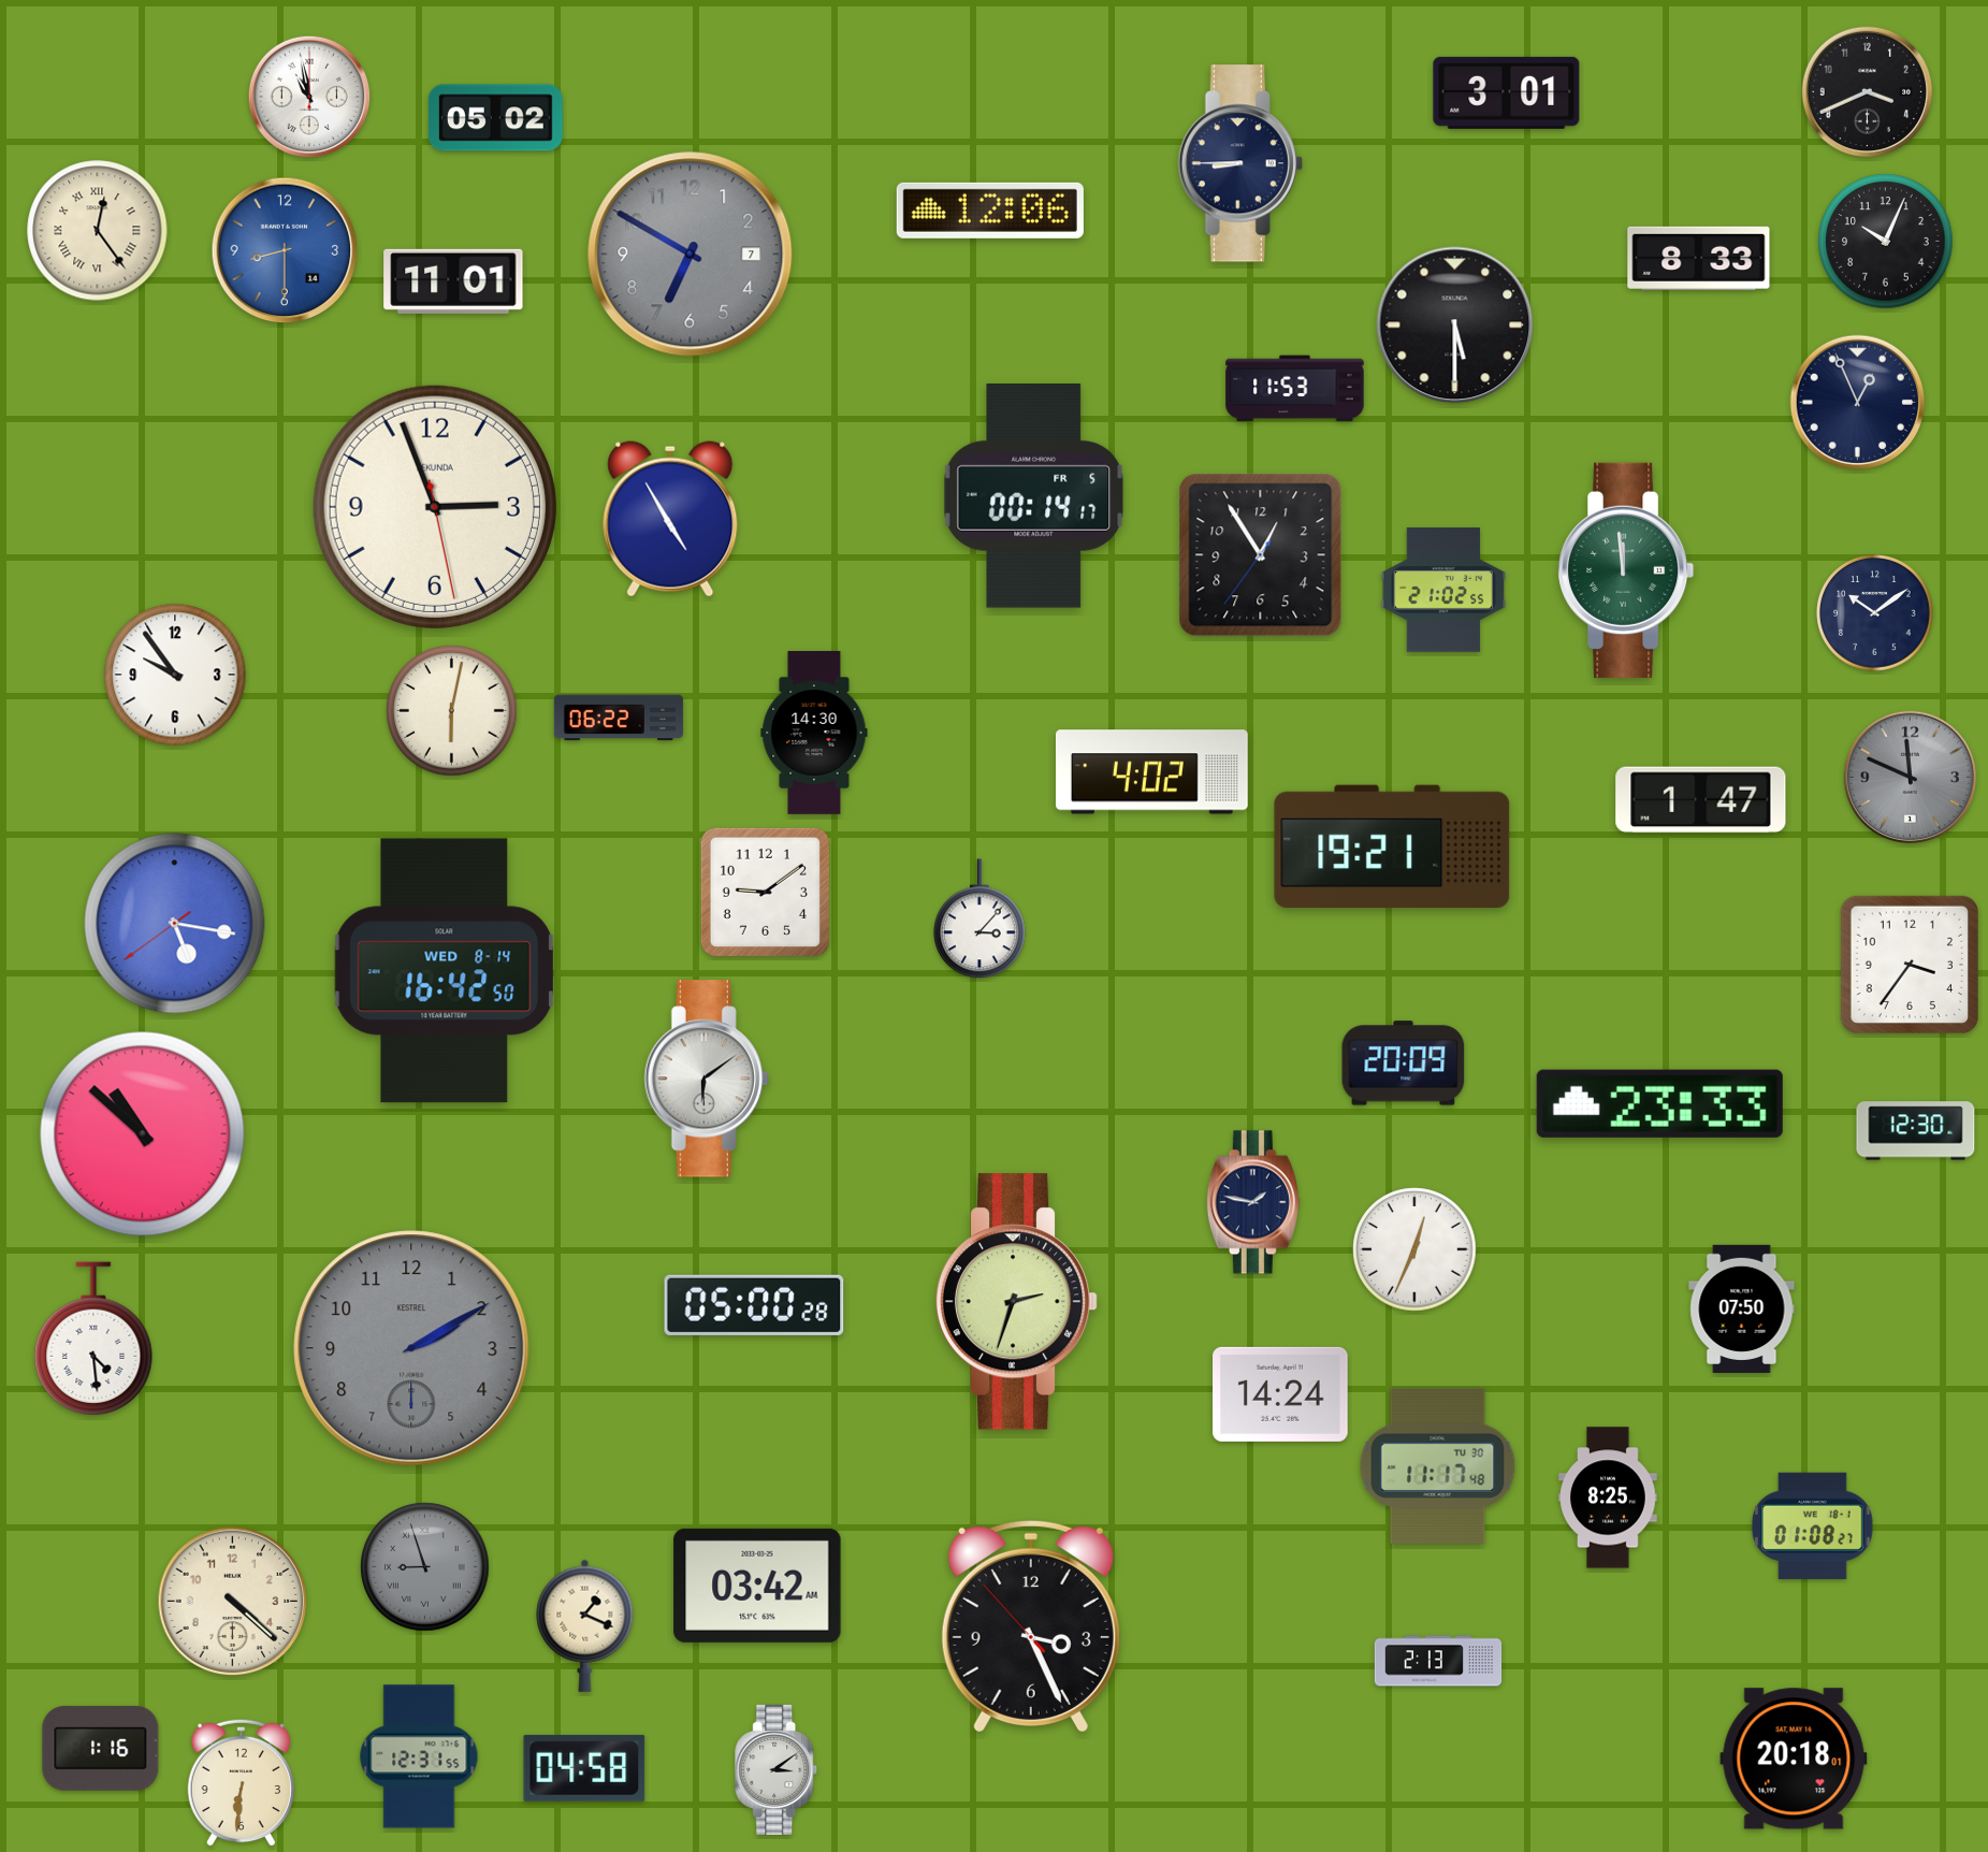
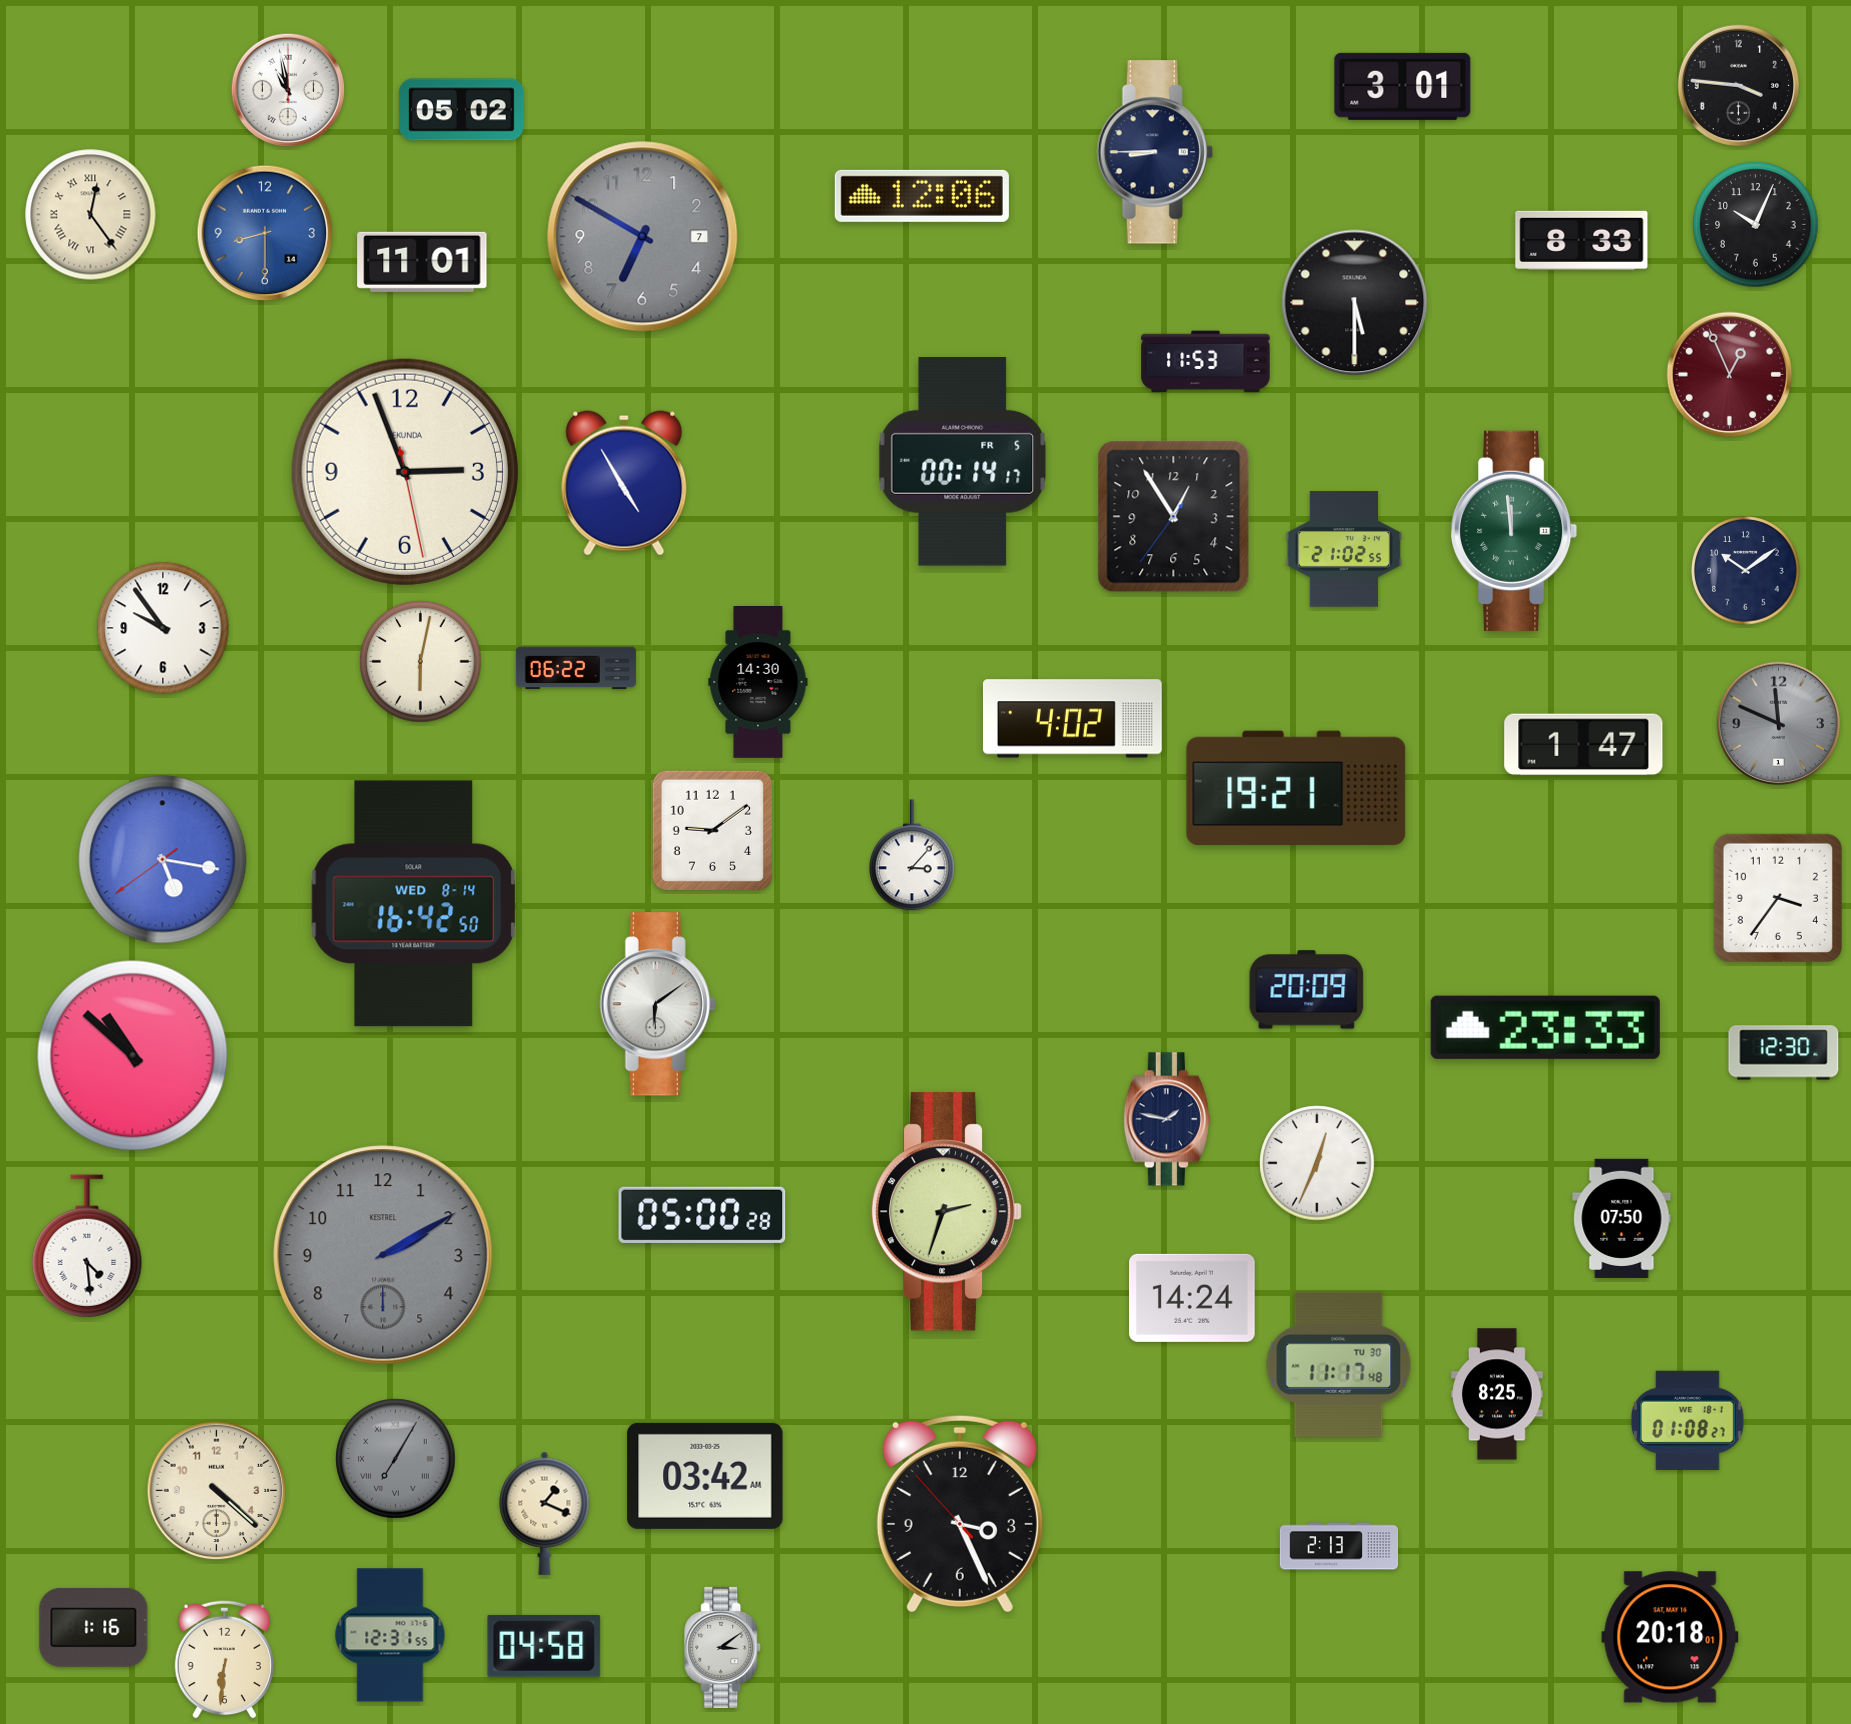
clock at (1867, 91): 3:41 -> 3:46
clock at (1858, 403) dial: navy -> burgundy
clock at (425, 1567): 8:57 -> 7:05
